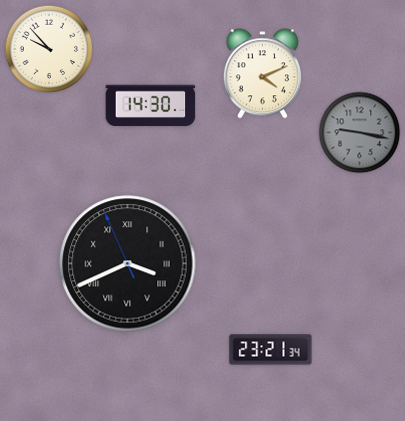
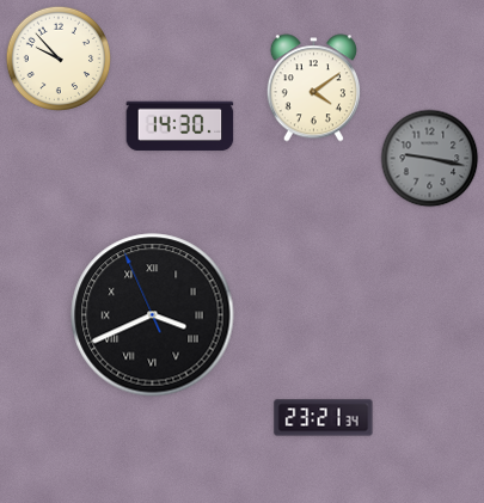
clock at (262, 74): 4:11 -> 4:09
